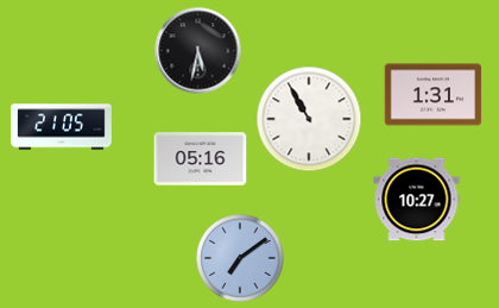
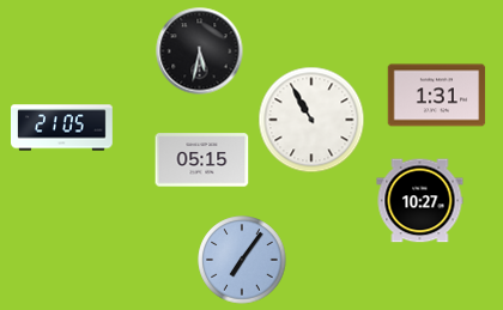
clock at (201, 159): 05:16 -> 05:15
clock at (240, 258): 7:09 -> 7:06
